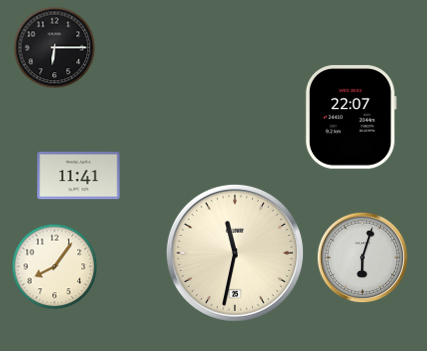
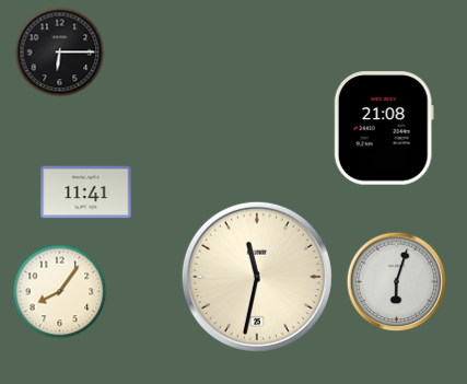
clock at (351, 117): 22:07 -> 21:08
